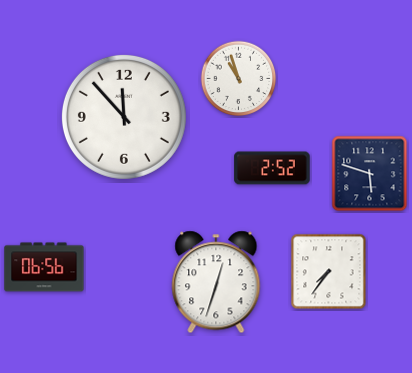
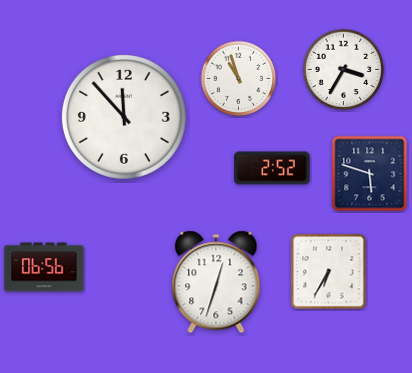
clock at (344, 70): none -> 3:35
clock at (329, 272): 7:36 -> 6:35
